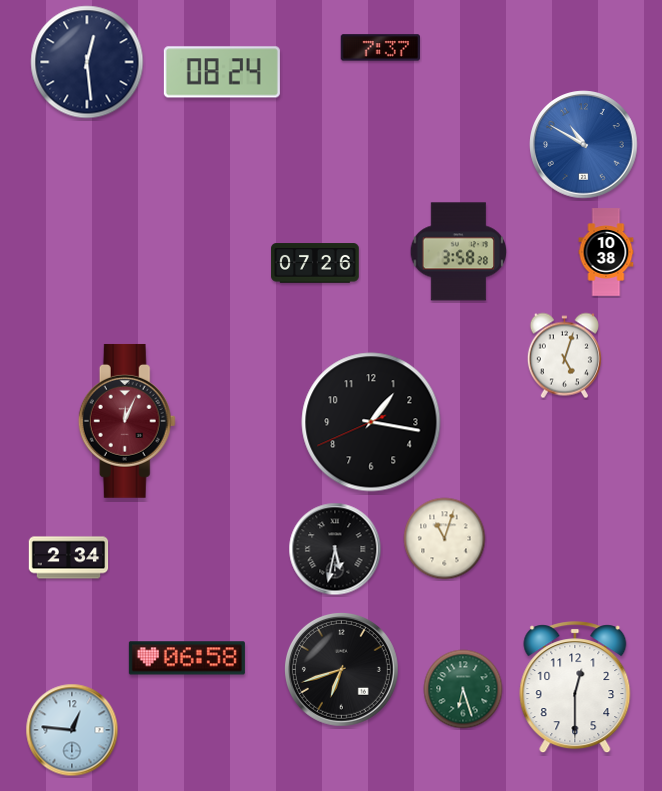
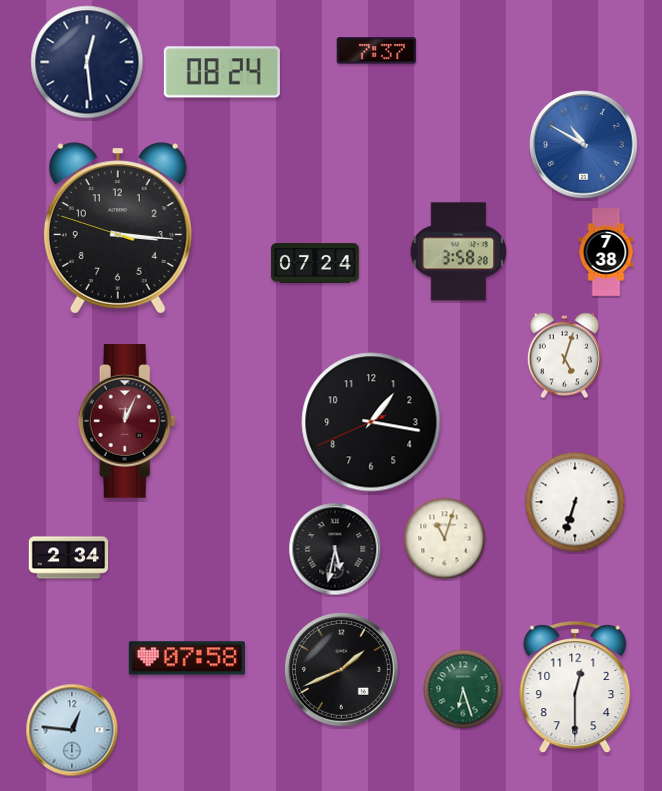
clock at (381, 48) position: (381, 48) -> (377, 51)
clock at (118, 228): none -> 3:15
clock at (606, 252): 10:38 -> 7:38
clock at (315, 263): 07:26 -> 07:24
clock at (575, 502): none -> 6:33
clock at (187, 658): 06:58 -> 07:58
clock at (341, 669): 6:42 -> 1:41
